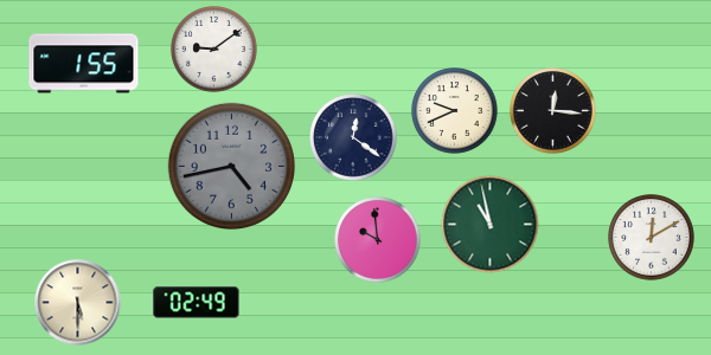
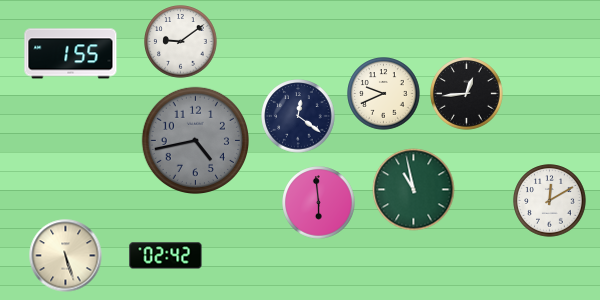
clock at (553, 111): 12:16 -> 12:44
clock at (378, 240): 9:59 -> 5:59
clock at (78, 303): 5:30 -> 5:27
clock at (197, 303): 02:49 -> 02:42
